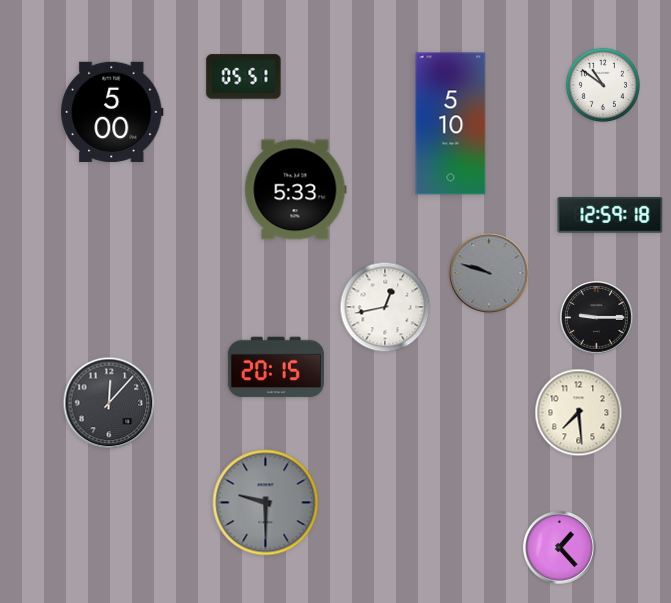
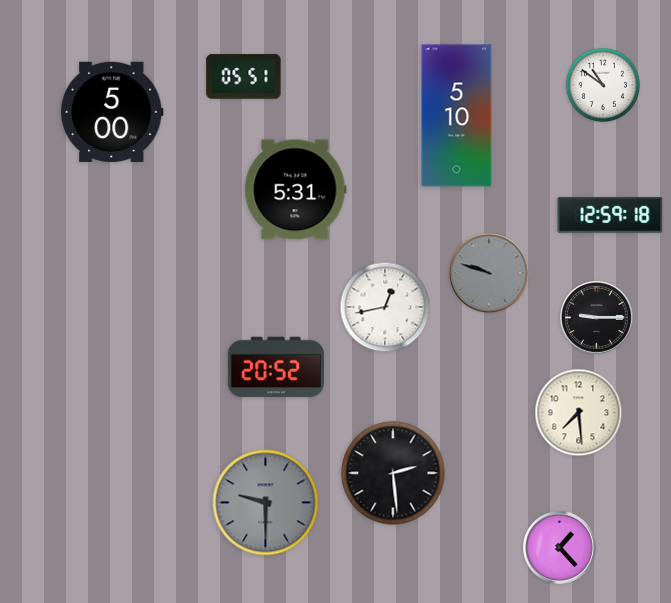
clock at (451, 124) position: (451, 124) -> (457, 116)
clock at (296, 190): 5:33 -> 5:31
clock at (276, 367): 20:15 -> 20:52
clock at (109, 403): 12:07 -> none
clock at (393, 473): none -> 2:29
